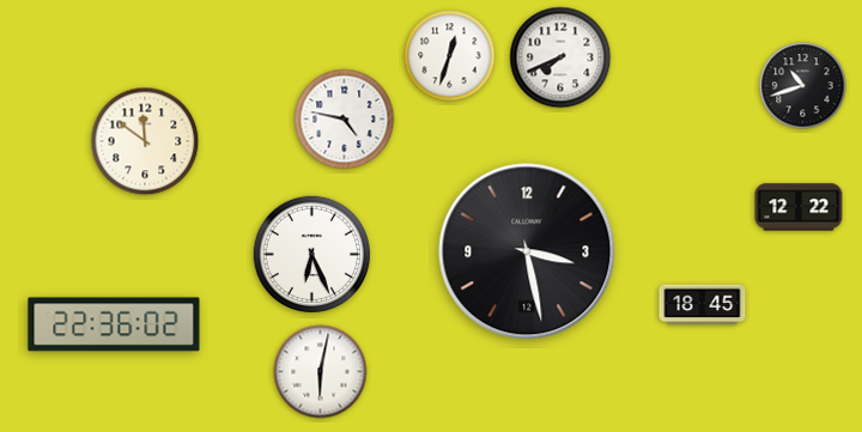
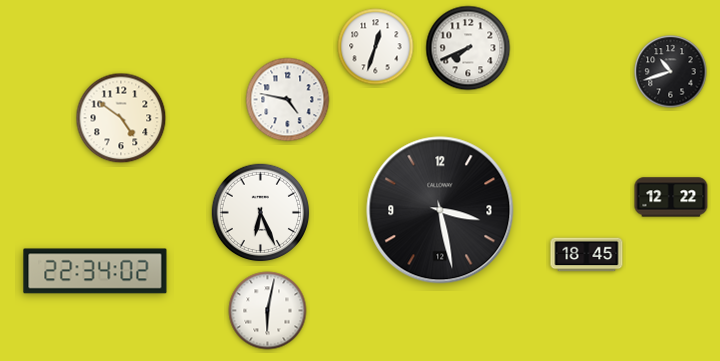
clock at (145, 141): 11:51 -> 4:51
clock at (799, 207) position: (799, 207) -> (671, 197)
clock at (114, 324): 22:36 -> 22:34
